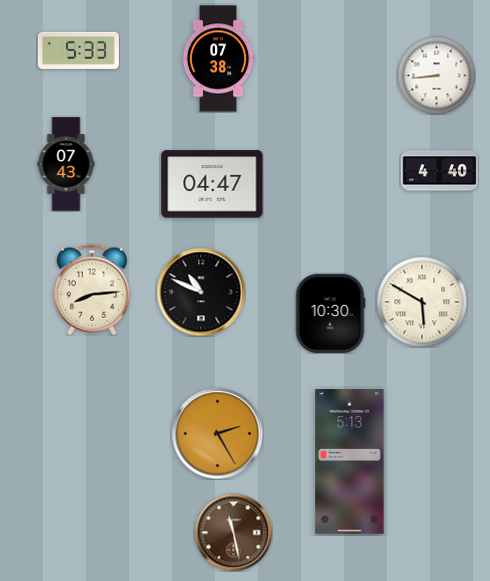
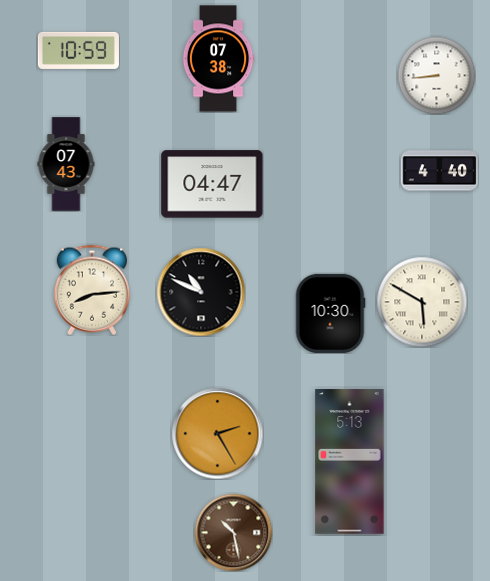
clock at (78, 50): 5:33 -> 10:59
clock at (233, 532): 11:28 -> 10:28
